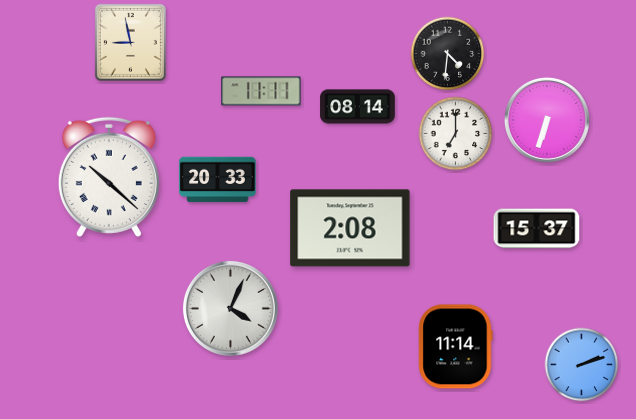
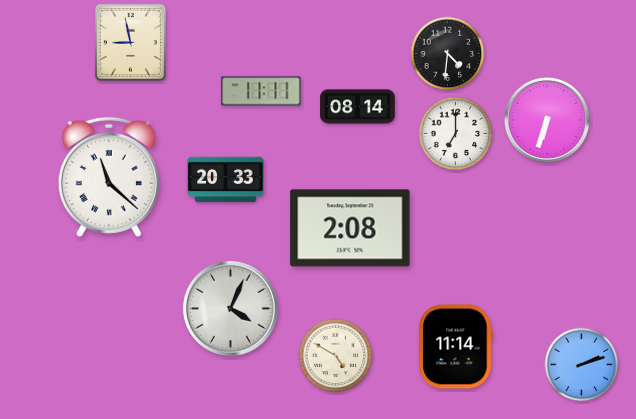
clock at (109, 177): 10:22 -> 11:22
clock at (218, 180) position: (218, 180) -> (226, 180)
clock at (537, 229): 15:37 -> none
clock at (336, 356): none -> 4:50
